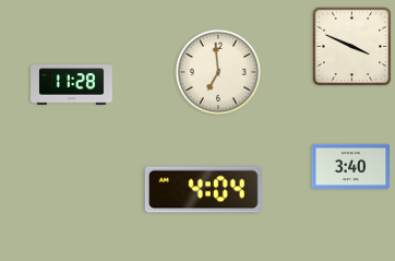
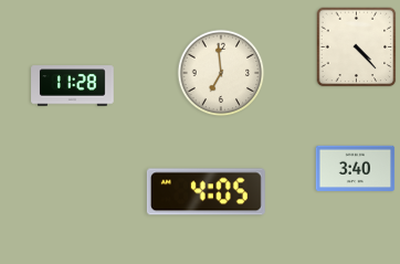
clock at (352, 47): 3:49 -> 4:23
clock at (203, 190): 4:04 -> 4:05
